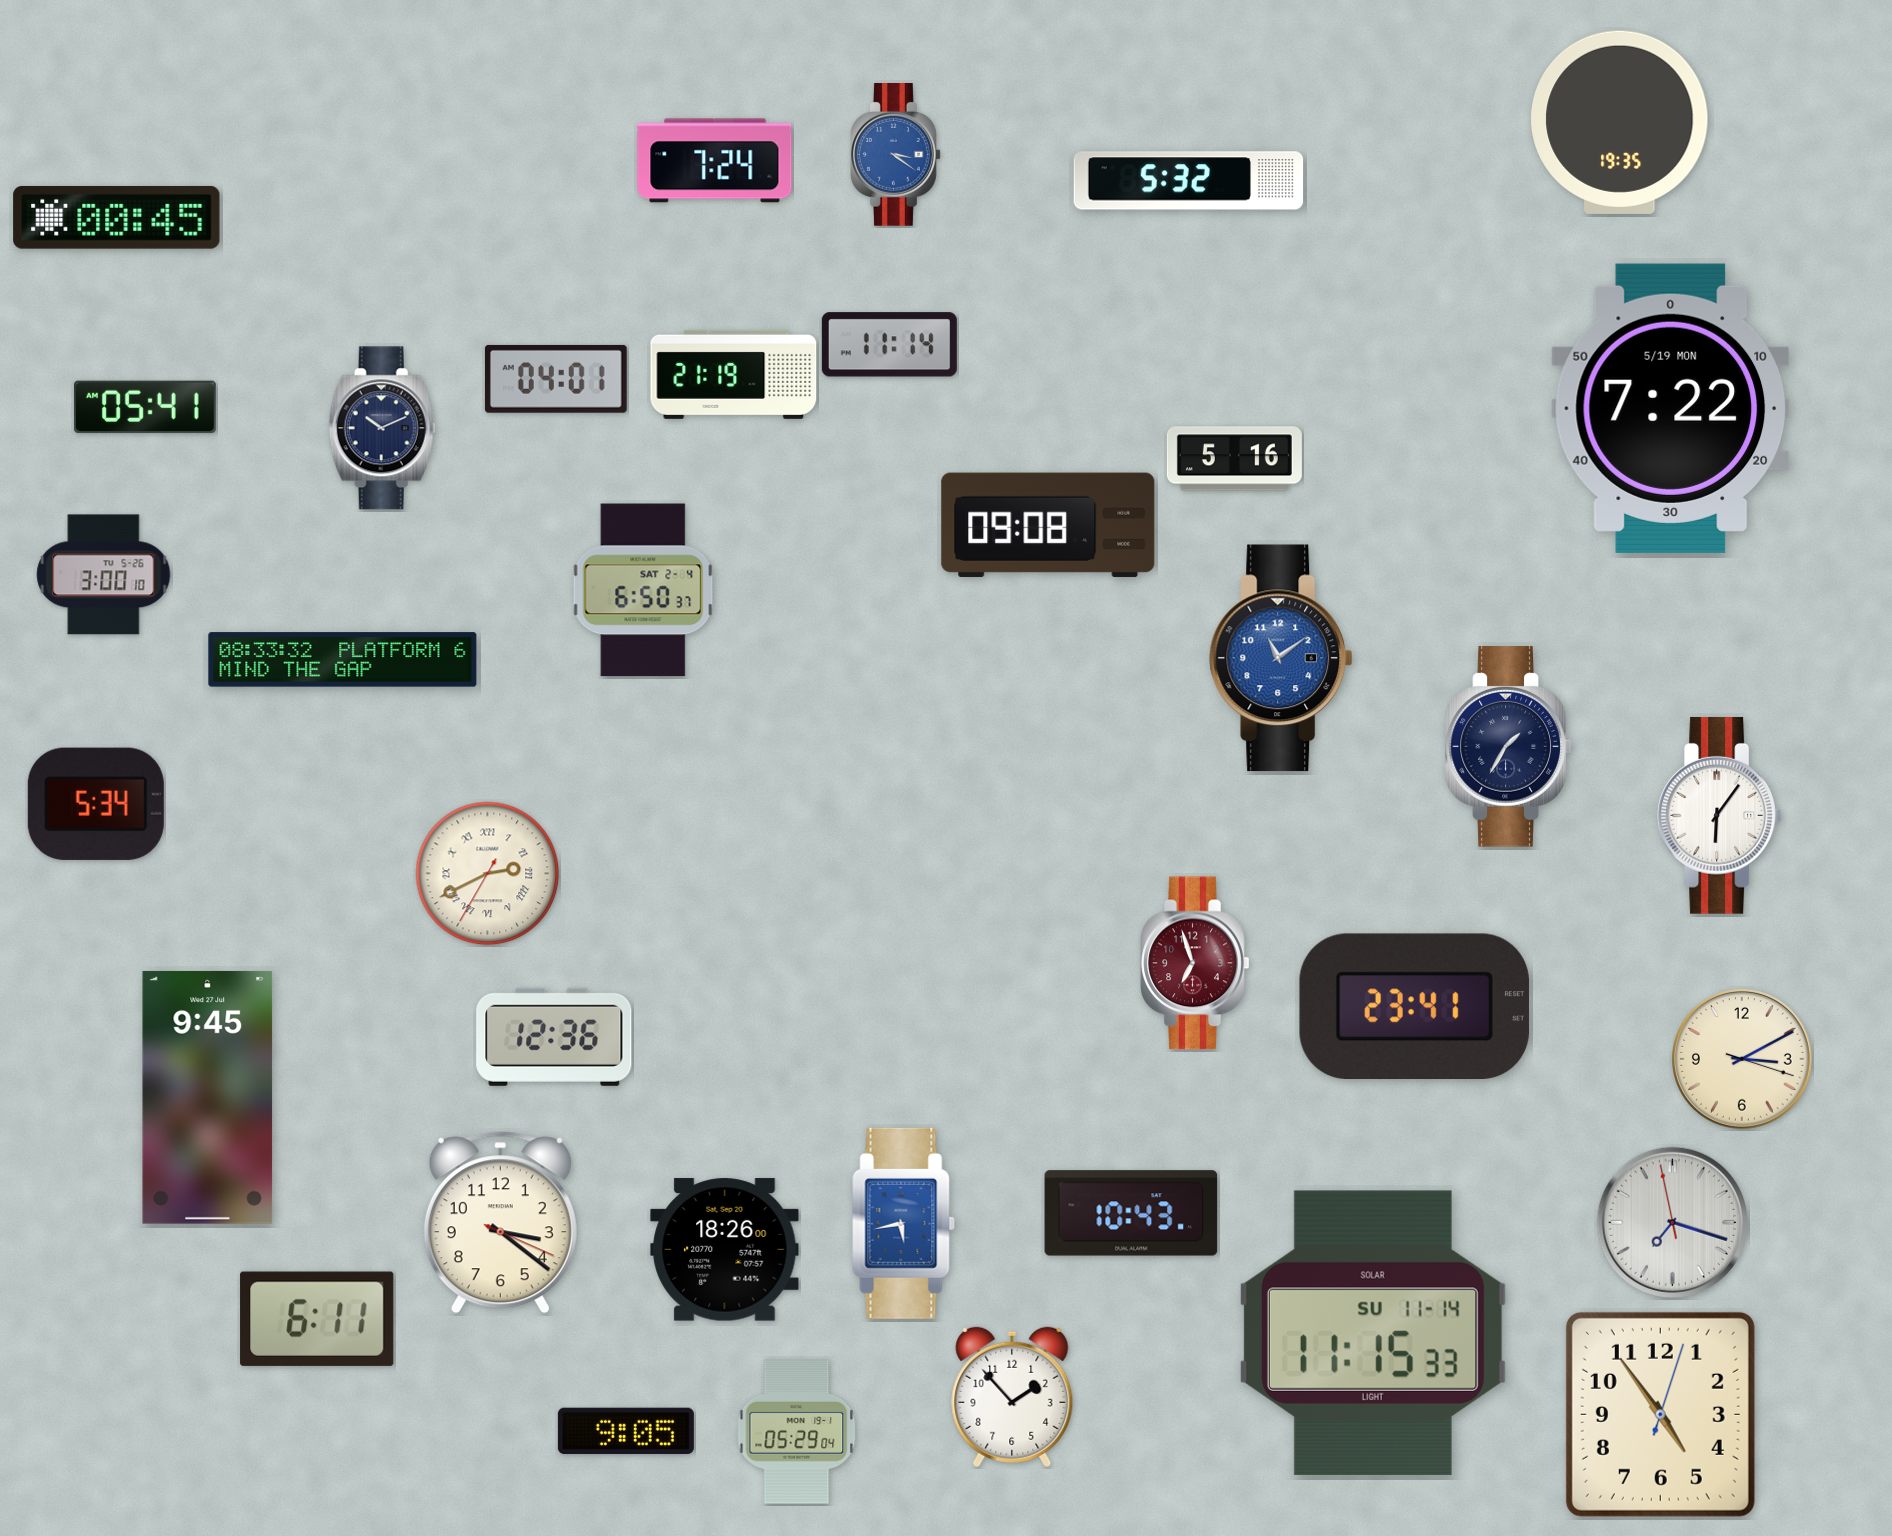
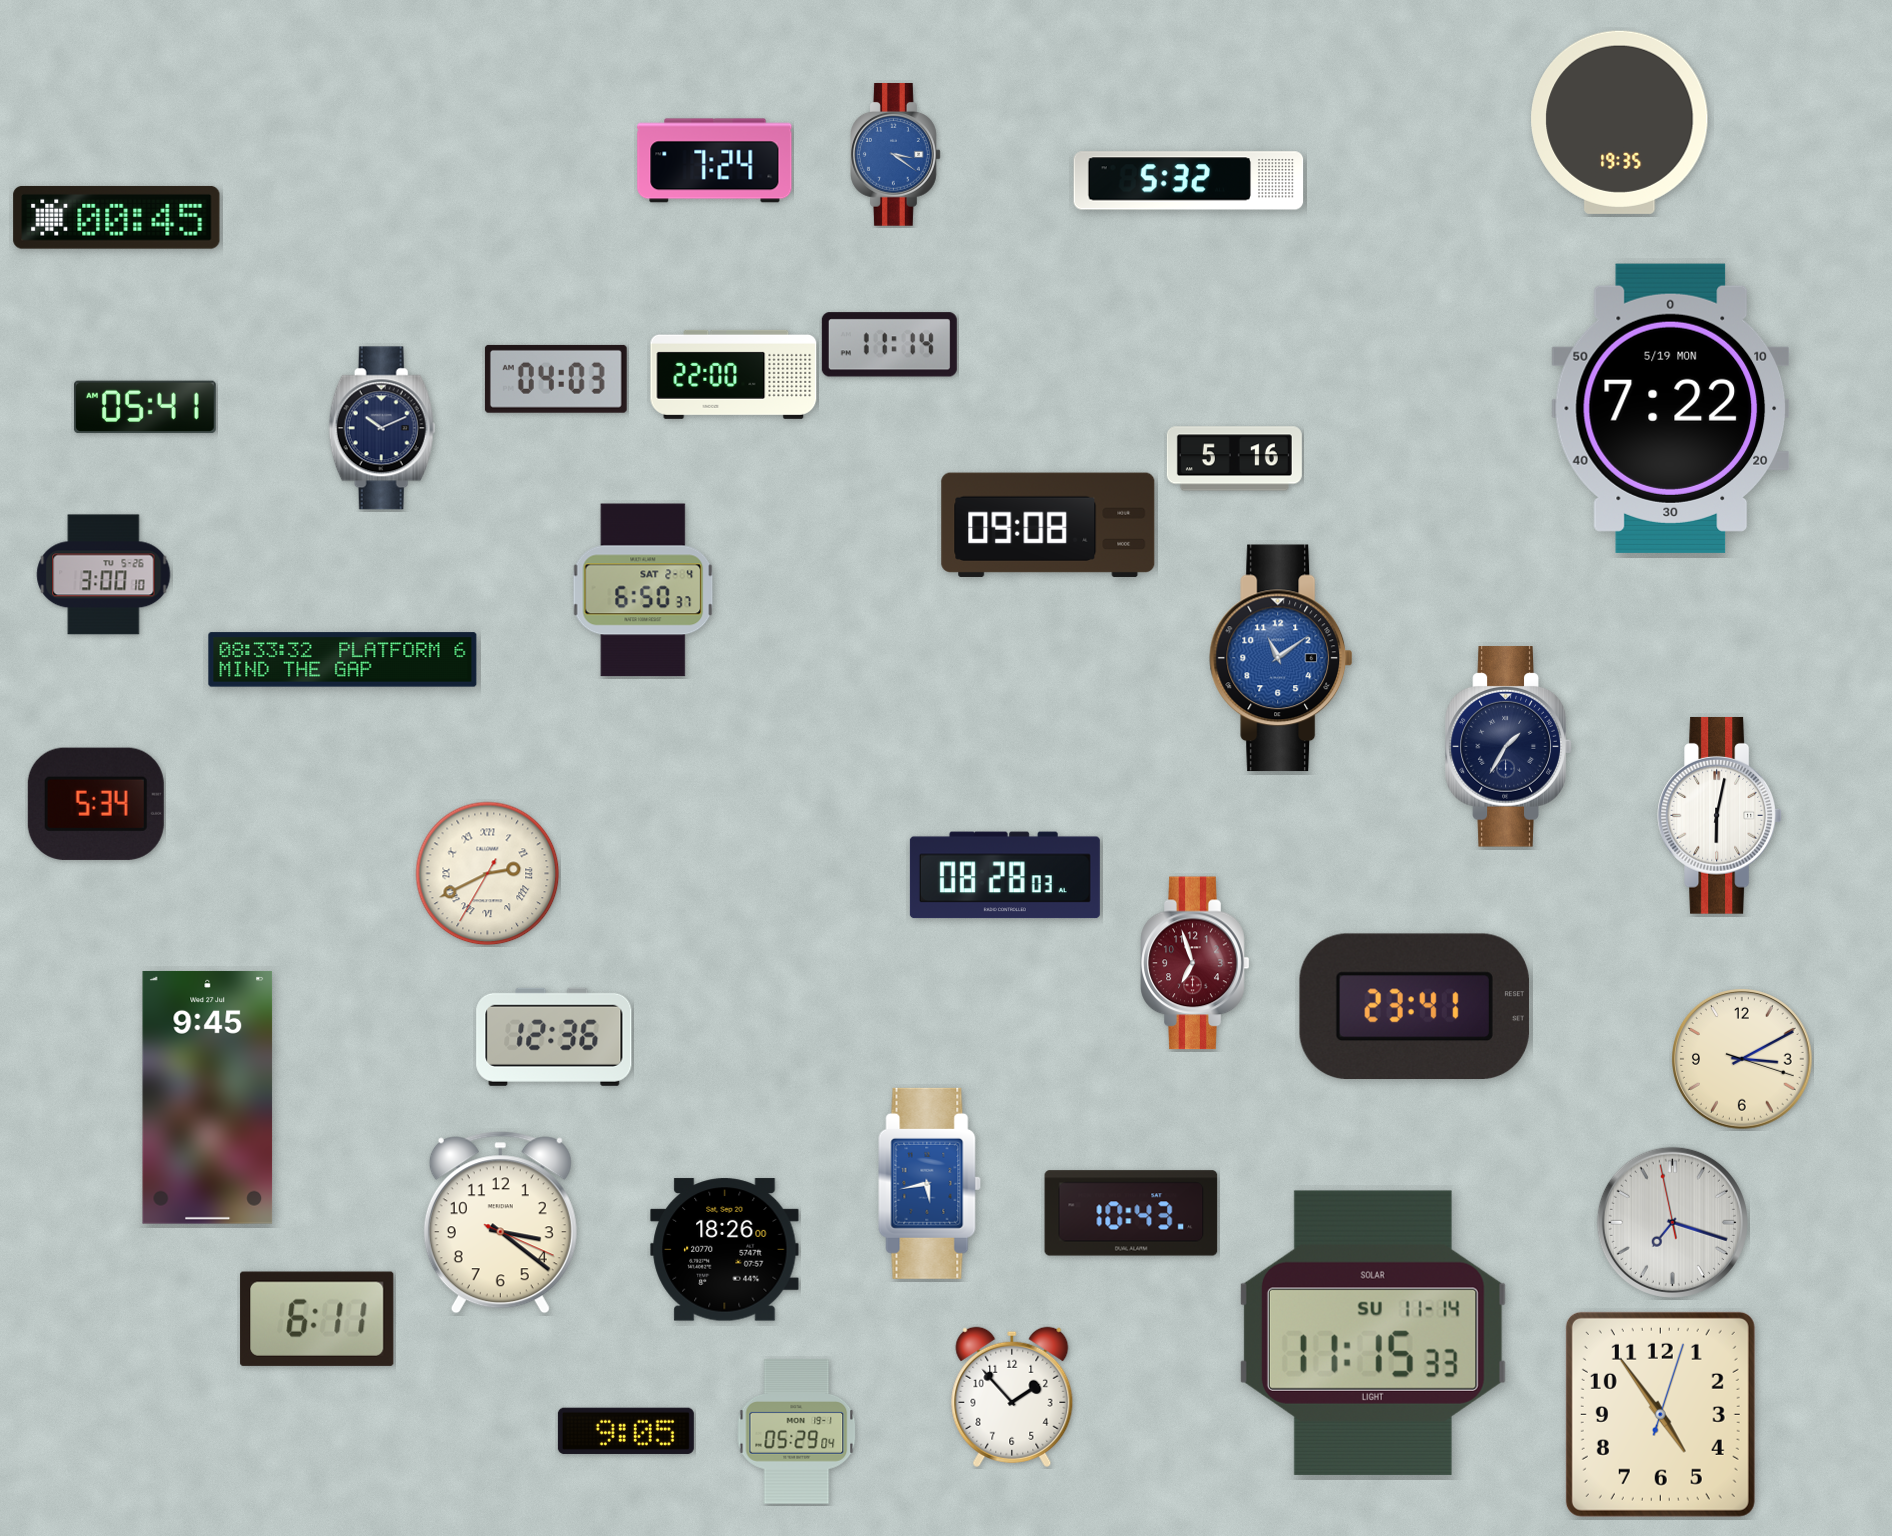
clock at (734, 374): 21:19 -> 22:00
clock at (556, 379): 04:01 -> 04:03
clock at (1720, 815): 6:06 -> 6:02
clock at (1005, 875): none -> 08:28
clock at (904, 1223) position: (904, 1223) -> (930, 1183)
